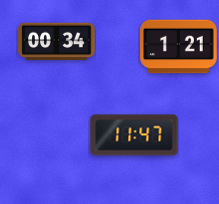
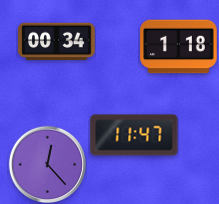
clock at (179, 47): 1:21 -> 1:18
clock at (47, 164): none -> 12:23
